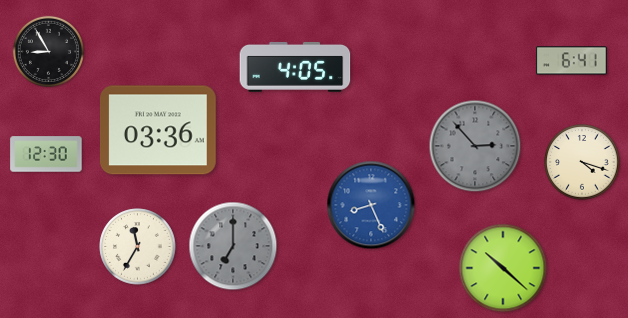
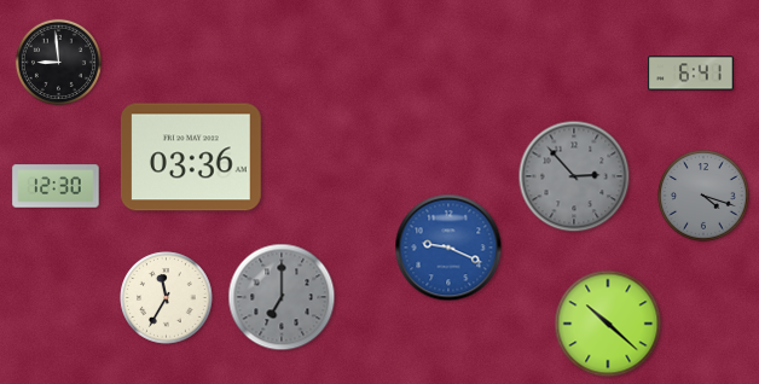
clock at (48, 51): 8:55 -> 8:59
clock at (295, 67): 4:05 -> none
clock at (582, 162) dial: cream -> grey
clock at (371, 205): 8:26 -> 9:19
